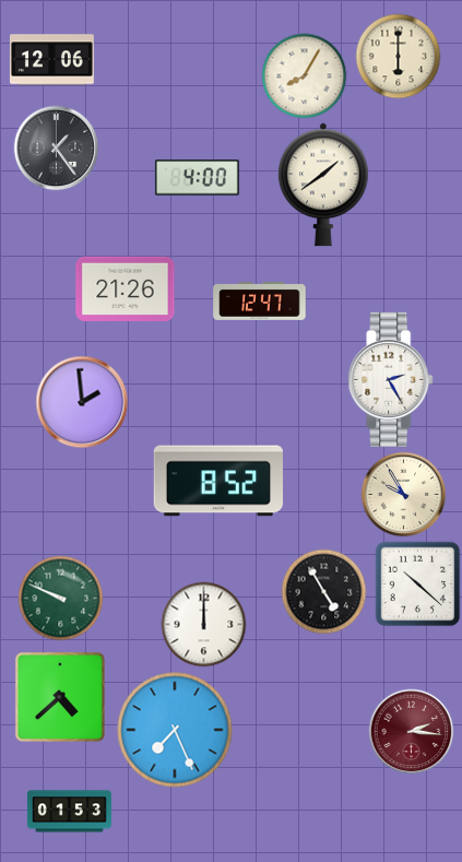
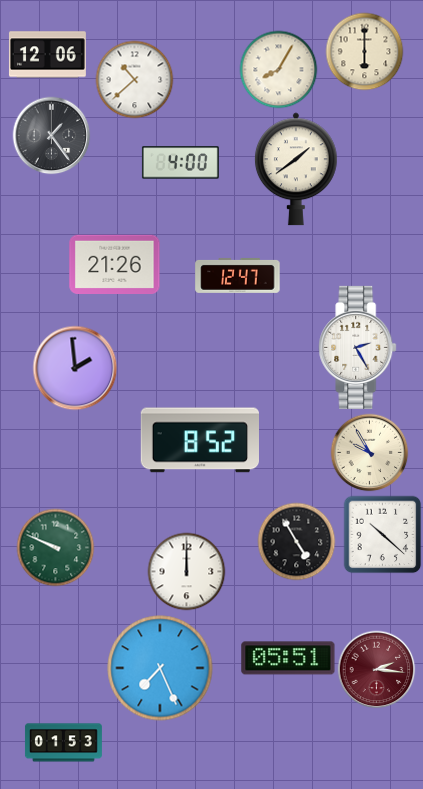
clock at (134, 79): none -> 10:38
clock at (60, 697): 4:38 -> none
clock at (288, 658): none -> 05:51
